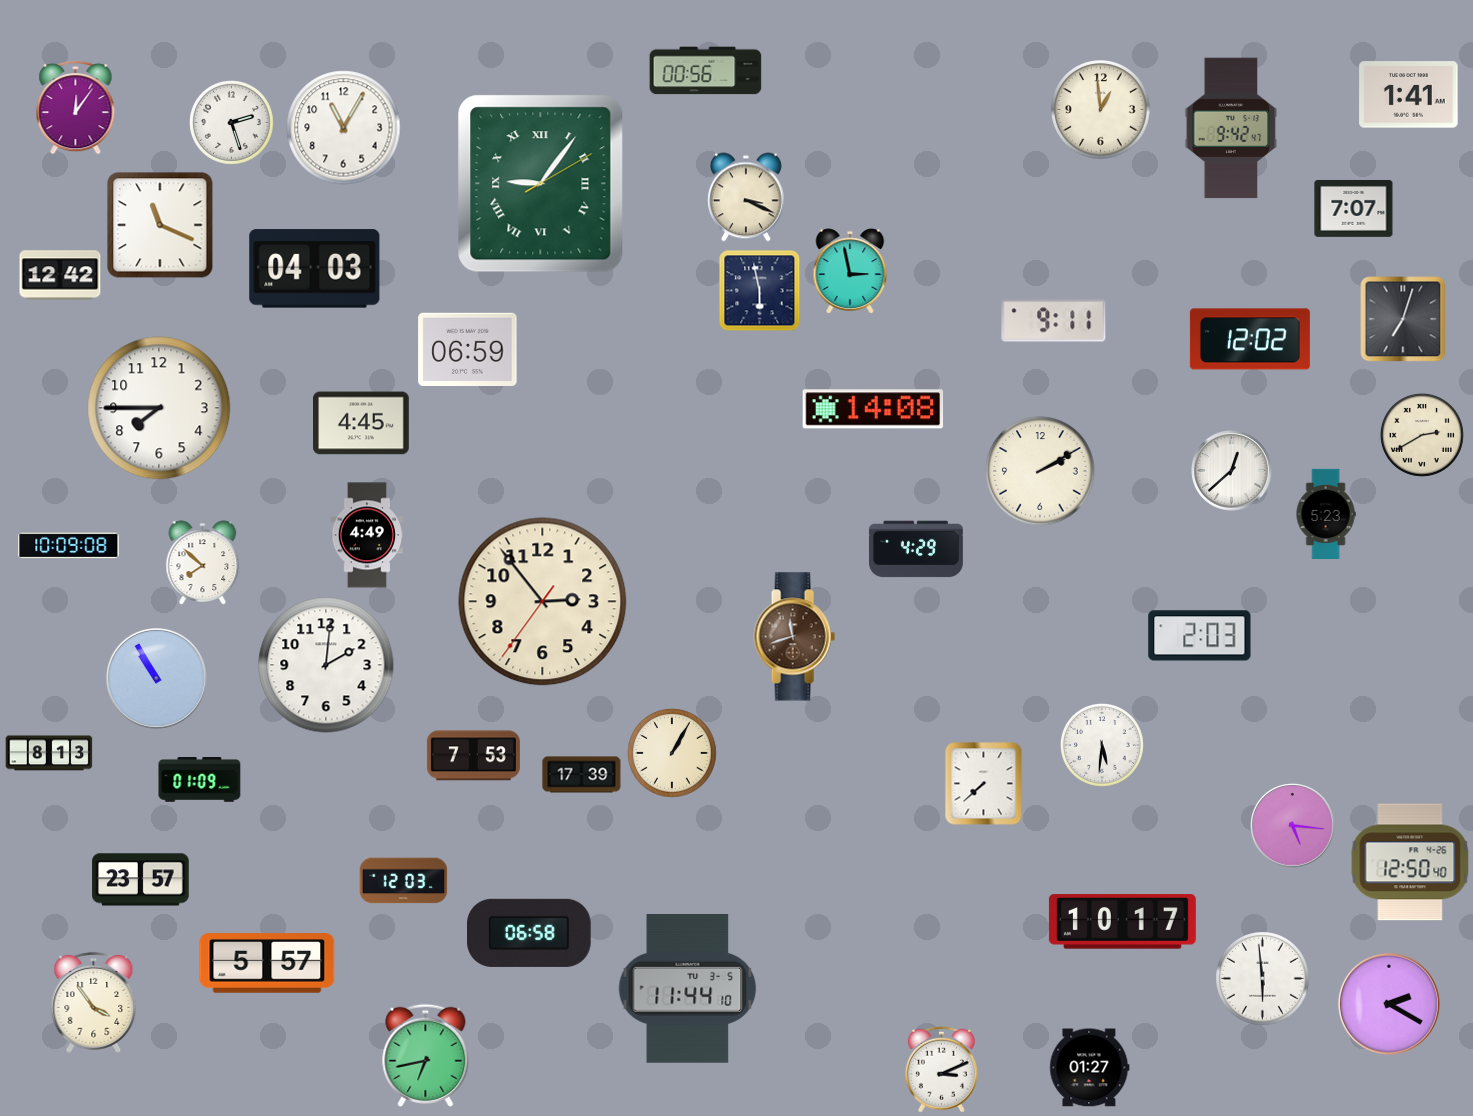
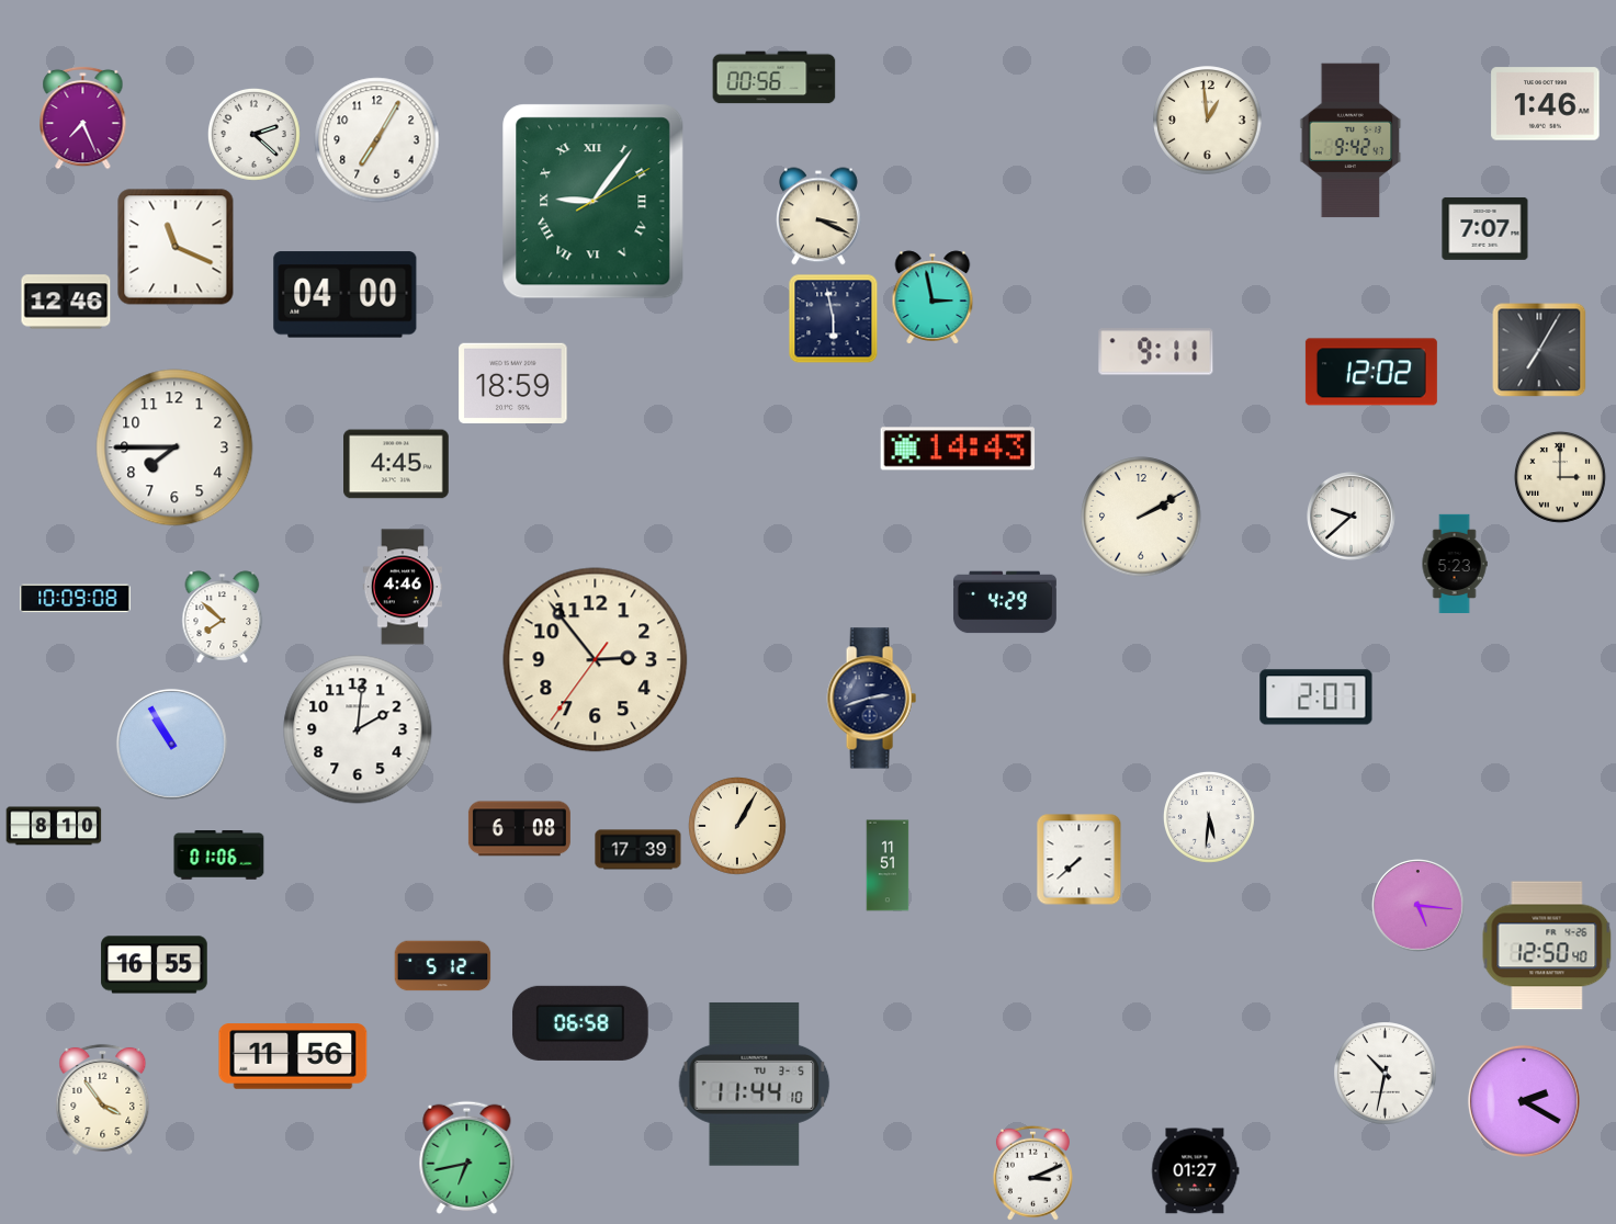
clock at (1409, 95): 1:41 -> 1:46
clock at (76, 107): 12:06 -> 7:26
clock at (231, 122): 2:27 -> 2:22
clock at (344, 128): 11:05 -> 7:05
clock at (315, 269): 04:03 -> 04:00
clock at (60, 275): 12:42 -> 12:46
clock at (1403, 319): 7:03 -> 7:05
clock at (468, 349): 06:59 -> 18:59
clock at (873, 409): 14:08 -> 14:43
clock at (1422, 435): 2:40 -> 3:00
clock at (1232, 471): 12:38 -> 9:38
clock at (366, 535): 4:49 -> 4:46
clock at (1200, 636): 2:03 -> 2:07
clock at (794, 637): 11:42 -> 2:42
clock at (794, 637) dial: brown -> navy
clock at (49, 753): 8:13 -> 8:10
clock at (473, 756): 7:53 -> 6:08
clock at (200, 780): 01:09 -> 01:06
clock at (888, 865): none -> 11:51
clock at (141, 880): 23:57 -> 16:55
clock at (404, 881): 12:03 -> 5:12
clock at (1122, 922): 10:17 -> none
clock at (267, 963): 5:57 -> 11:56
clock at (1263, 979): 5:59 -> 10:32
